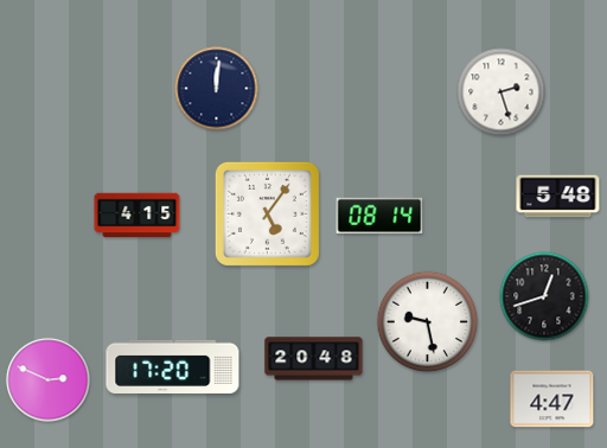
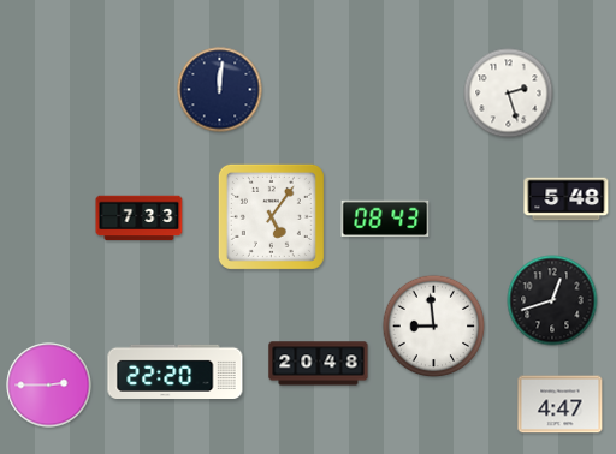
clock at (138, 216): 4:15 -> 7:33
clock at (379, 216): 08:14 -> 08:43
clock at (428, 322): 9:28 -> 8:59
clock at (173, 366): 17:20 -> 22:20
clock at (49, 380): 2:49 -> 2:45
